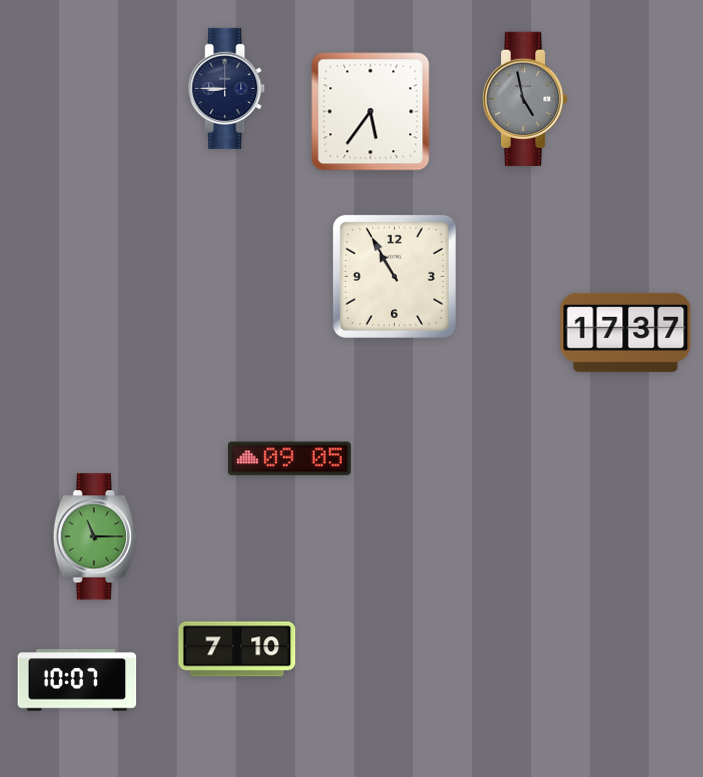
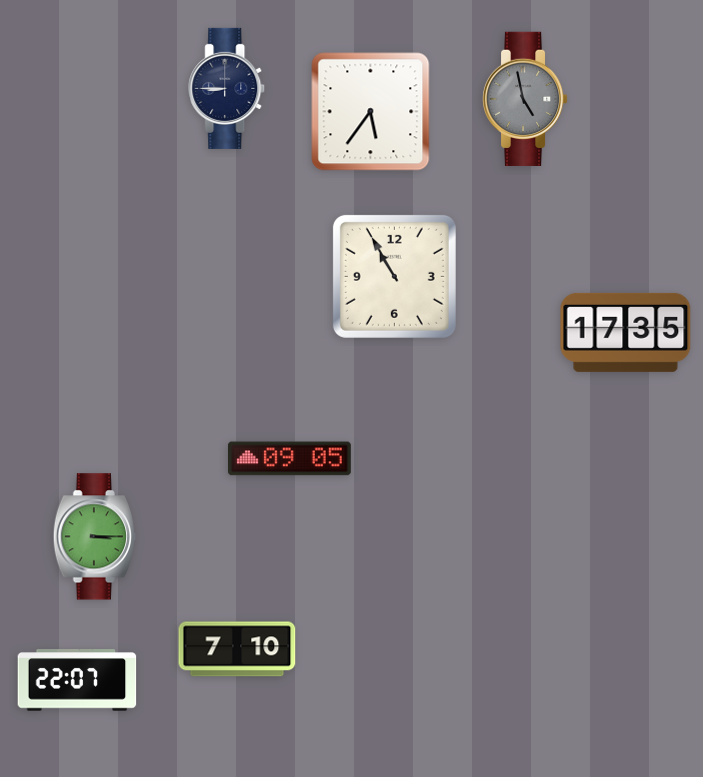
clock at (626, 332): 17:37 -> 17:35
clock at (94, 537): 11:15 -> 3:15
clock at (77, 680): 10:07 -> 22:07
